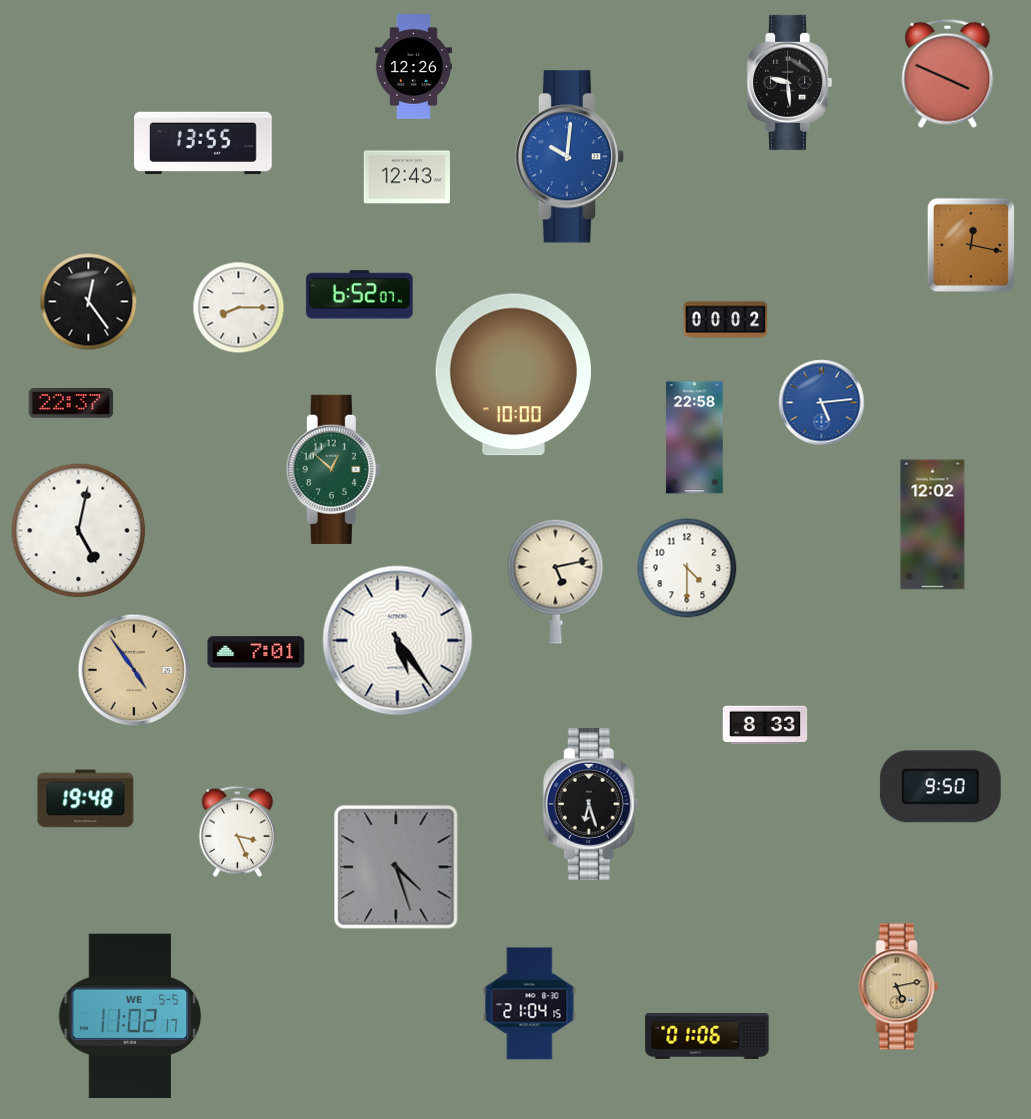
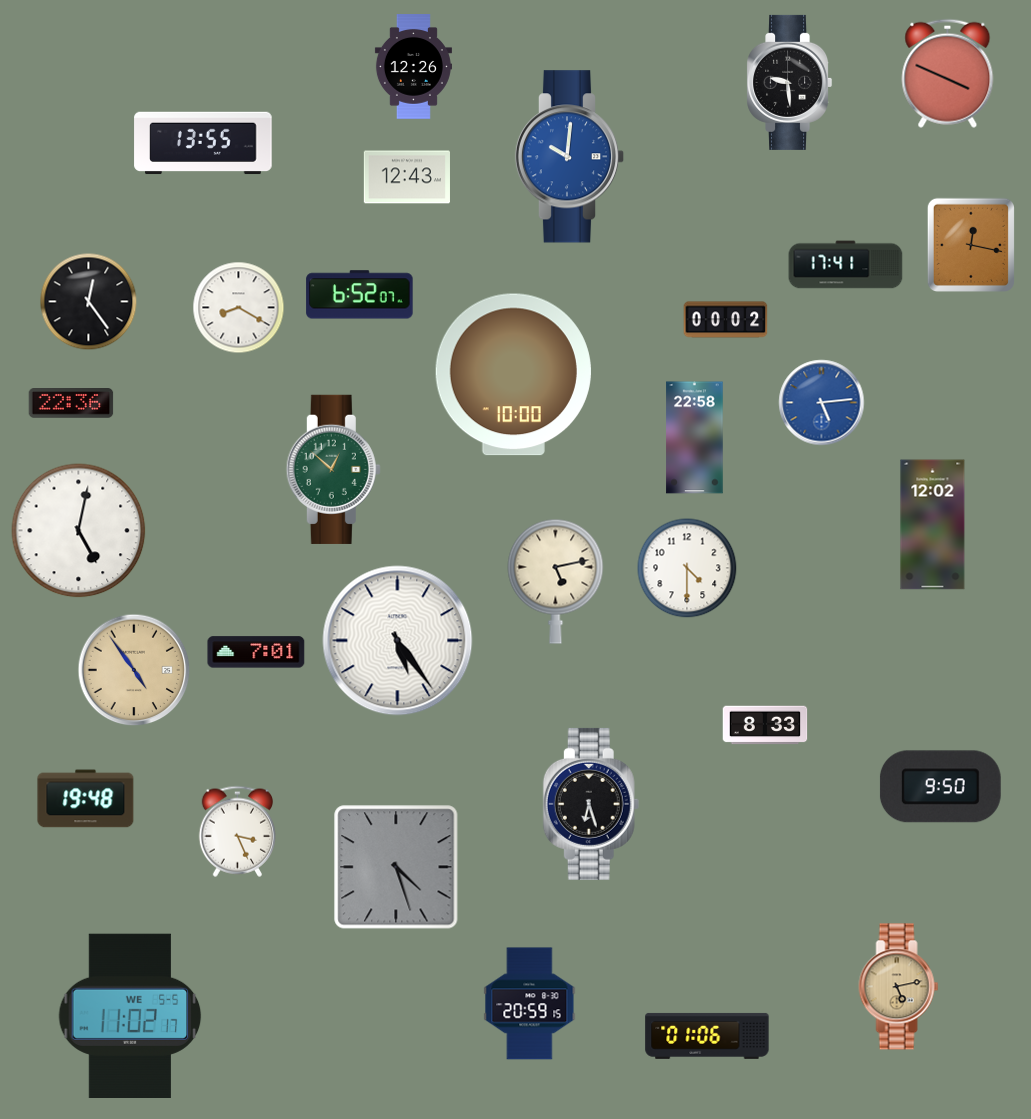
clock at (846, 265): none -> 17:41
clock at (239, 308): 8:15 -> 8:20
clock at (71, 403): 22:37 -> 22:36
clock at (530, 1004): 21:04 -> 20:59
